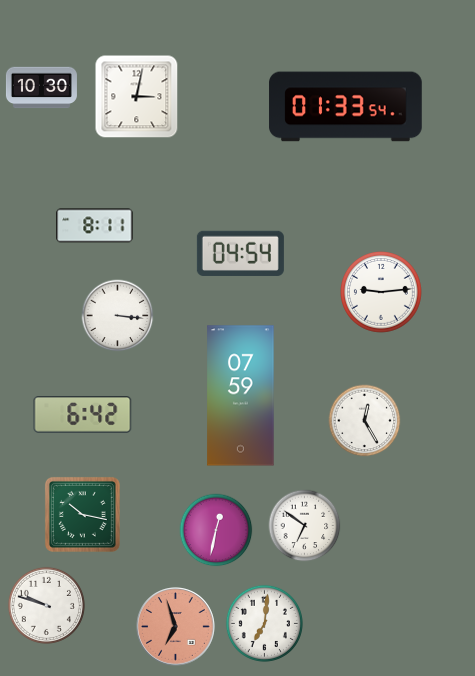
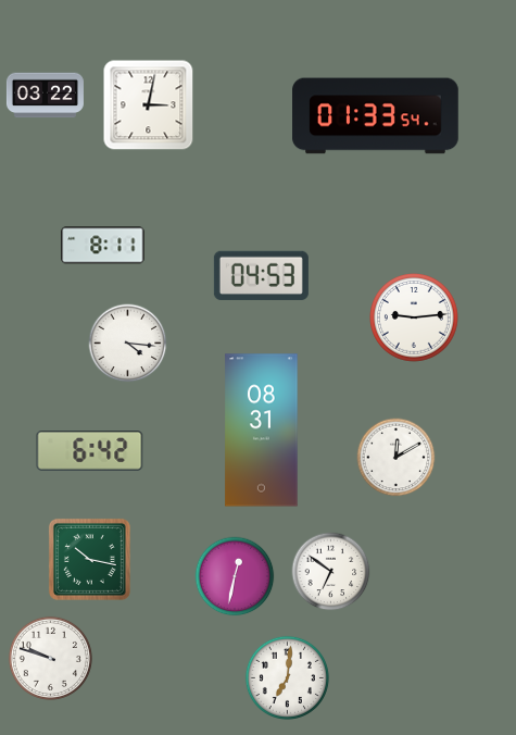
clock at (41, 88): 10:30 -> 03:22
clock at (240, 253): 04:54 -> 04:53
clock at (118, 316): 3:16 -> 4:16
clock at (241, 396): 07:59 -> 08:31
clock at (365, 421): 12:25 -> 12:10
clock at (176, 627): 6:57 -> none
